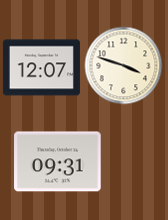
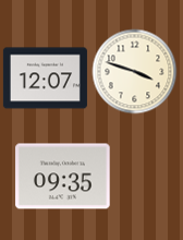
clock at (41, 68) position: (41, 68) -> (45, 79)
clock at (58, 162): 09:31 -> 09:35
